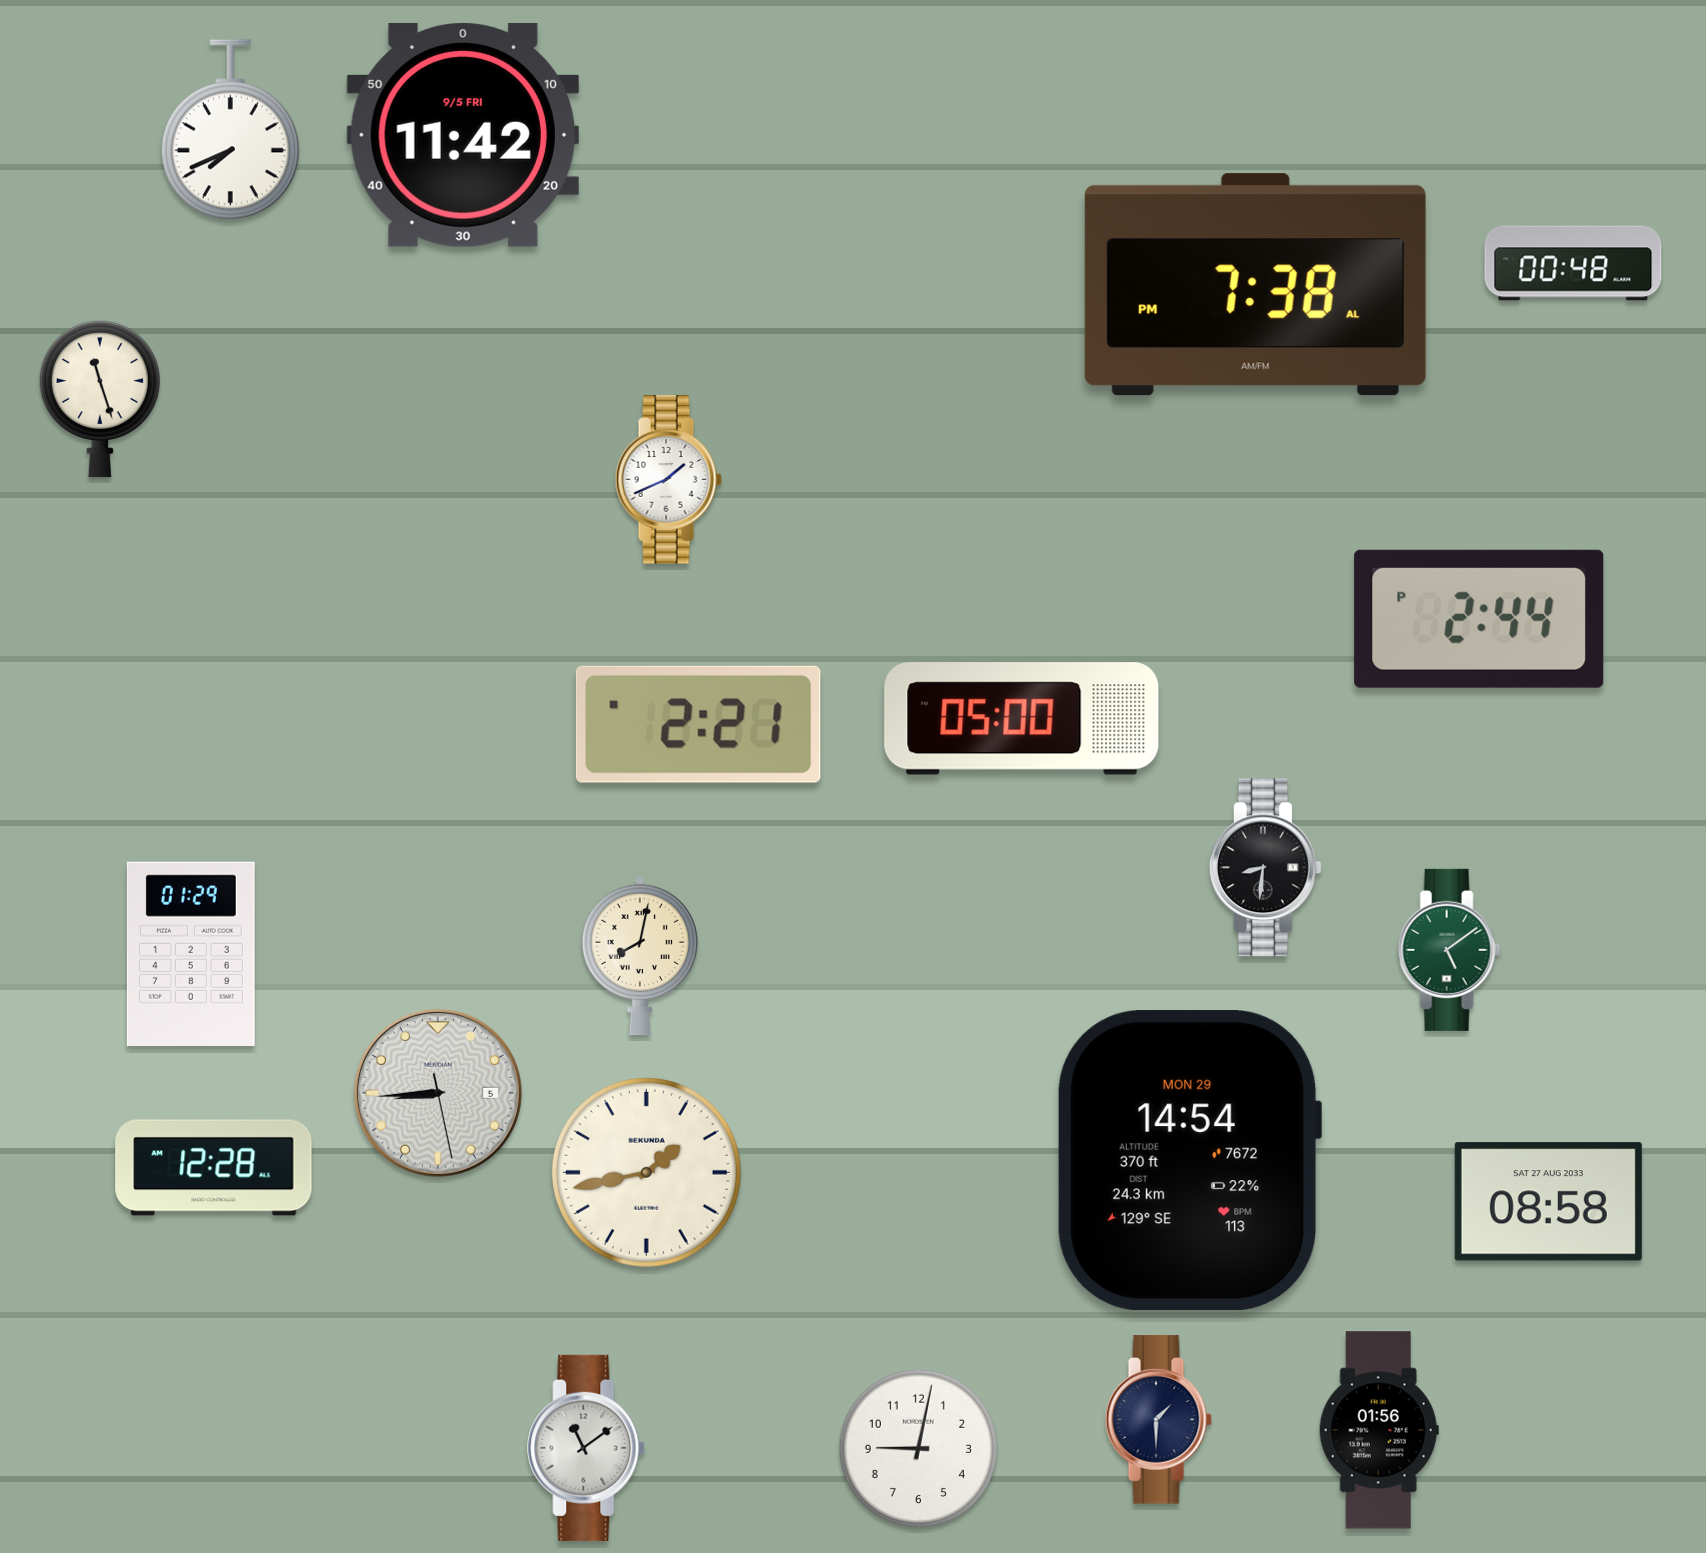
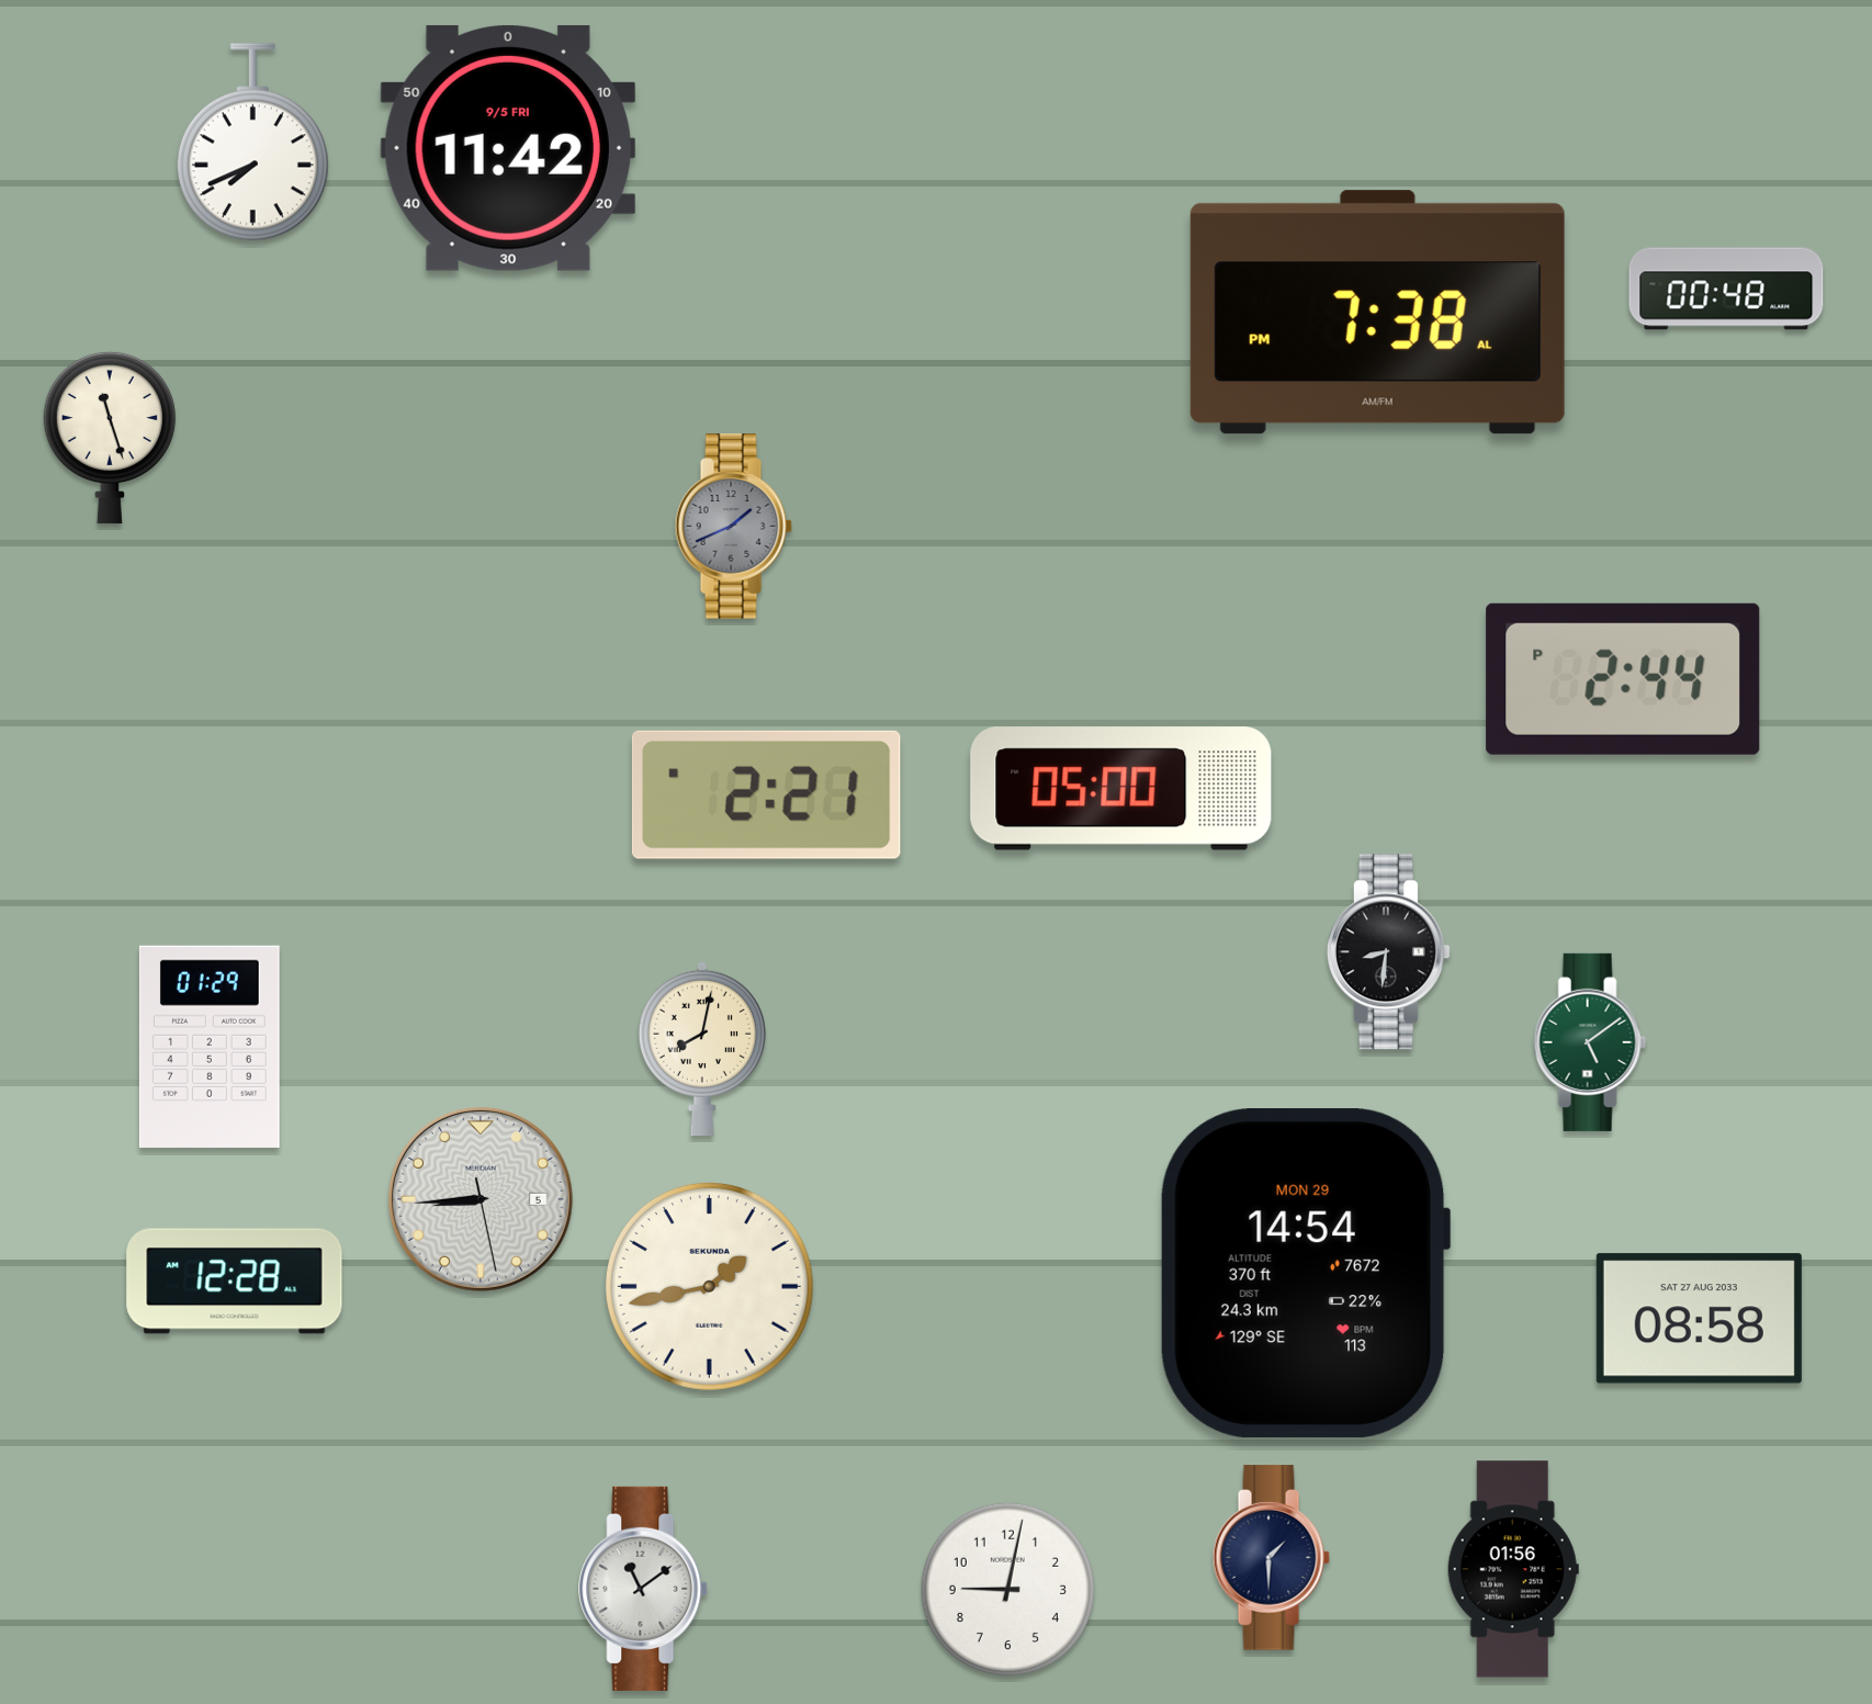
clock at (668, 480) dial: white -> grey
